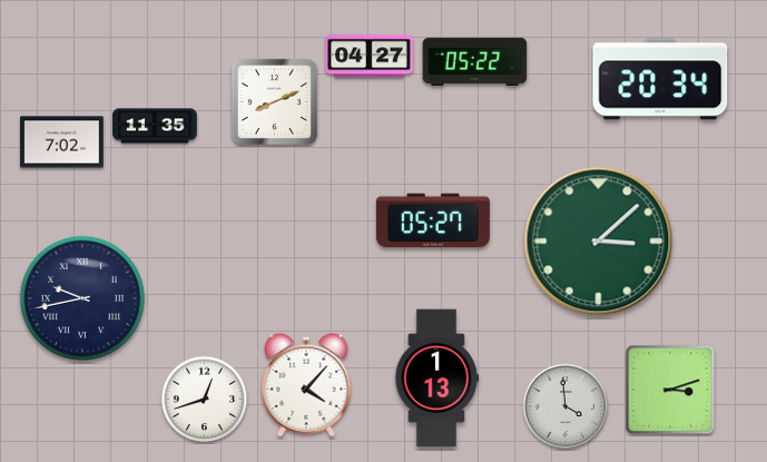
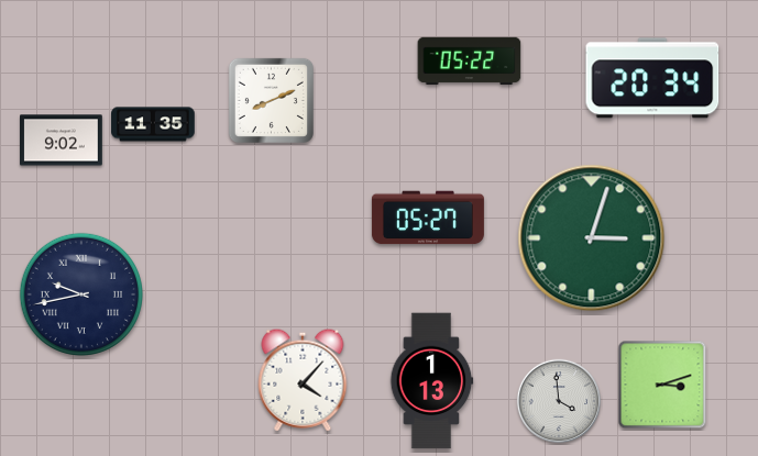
clock at (370, 57): 04:27 -> none
clock at (62, 142): 7:02 -> 9:02
clock at (599, 242): 3:08 -> 3:03
clock at (436, 379) position: (436, 379) -> (431, 381)
clock at (205, 400): 12:42 -> none
